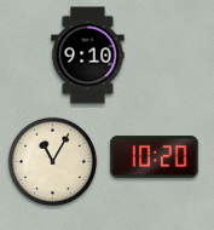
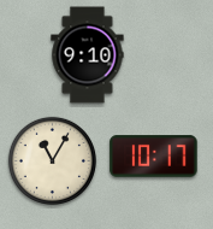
clock at (155, 157): 10:20 -> 10:17
